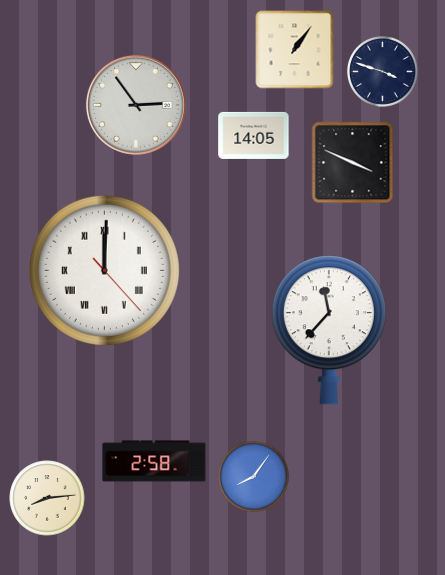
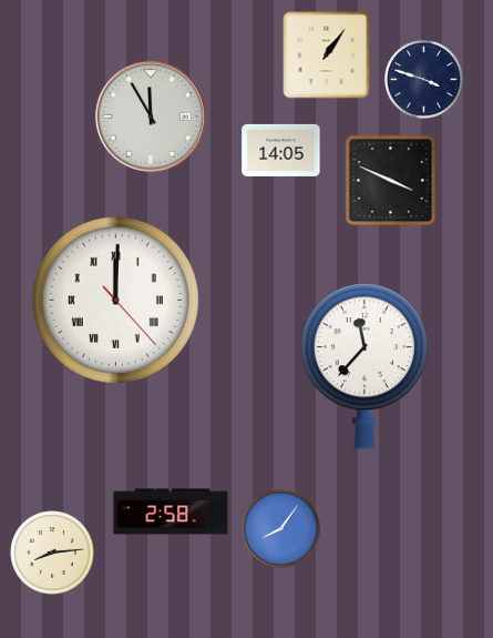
clock at (136, 105): 2:54 -> 11:55
